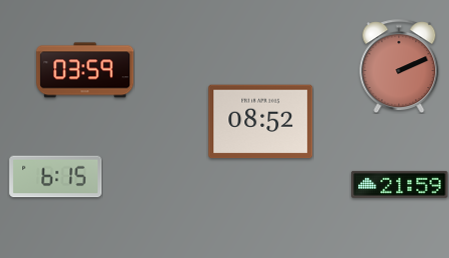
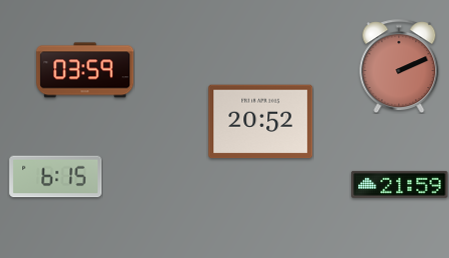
clock at (261, 122): 08:52 -> 20:52
